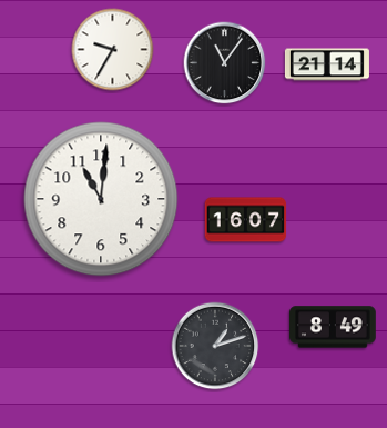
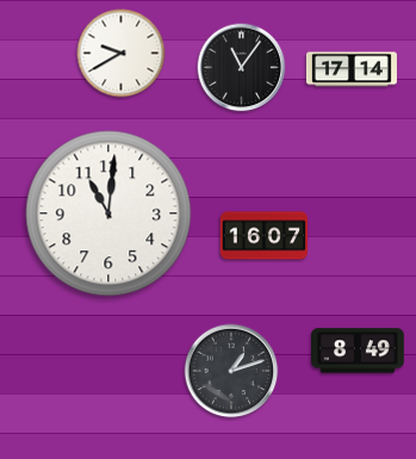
clock at (113, 50): 9:35 -> 9:40
clock at (327, 64): 21:14 -> 17:14
